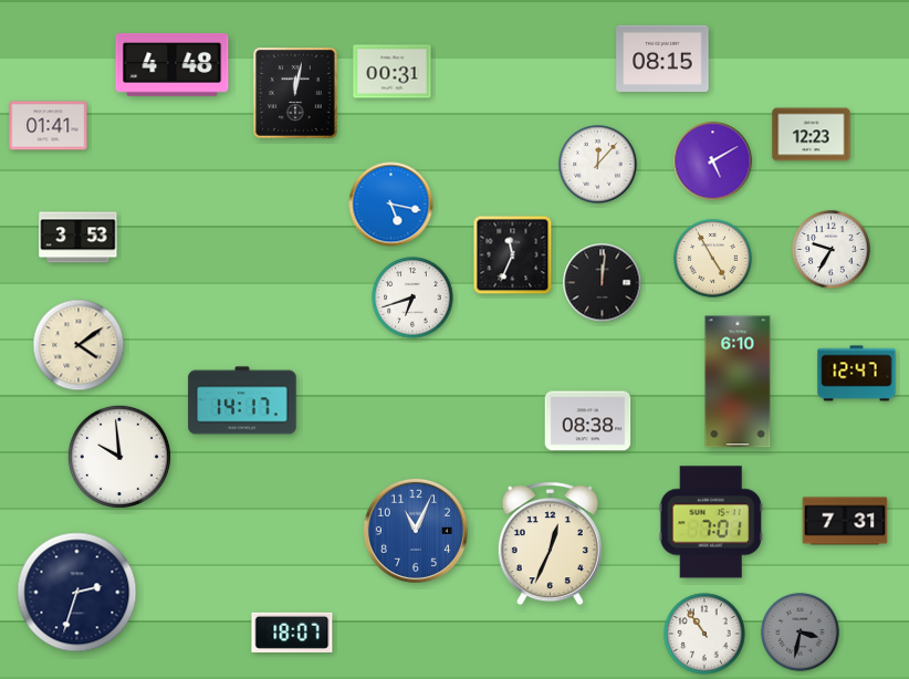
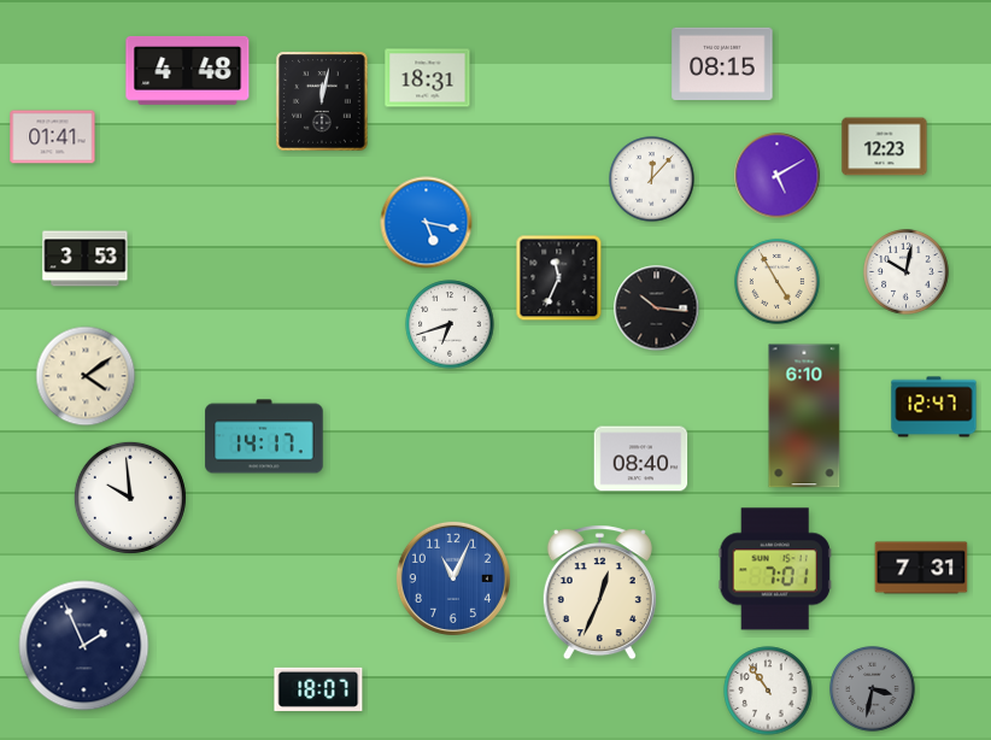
clock at (393, 72): 00:31 -> 18:31
clock at (832, 250): 9:35 -> 10:02
clock at (603, 283): 12:01 -> 10:16
clock at (588, 421): 08:38 -> 08:40
clock at (77, 593): 2:33 -> 1:56
